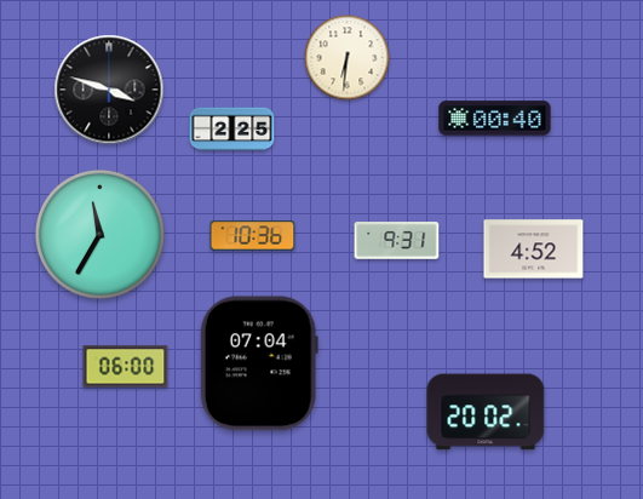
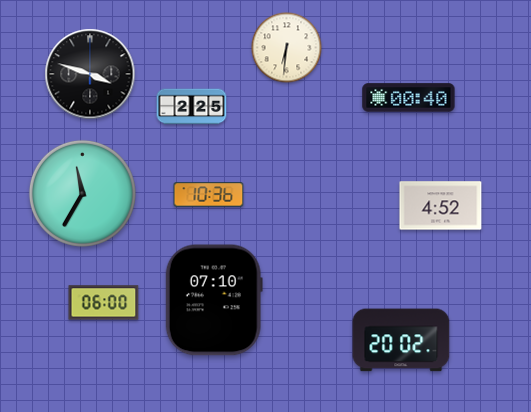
clock at (397, 241): 9:31 -> none
clock at (259, 363): 07:04 -> 07:10
